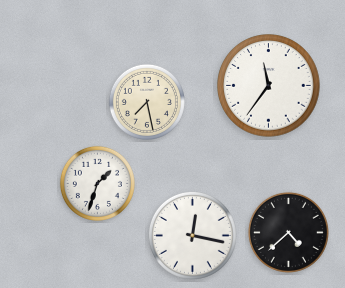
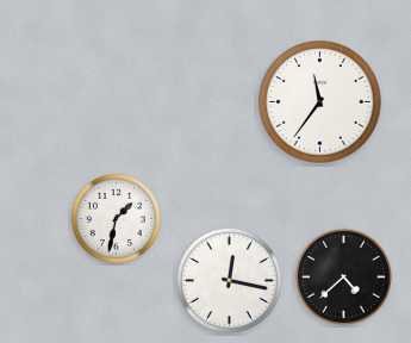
clock at (147, 102): 7:28 -> none
clock at (97, 183): 1:33 -> 1:32
